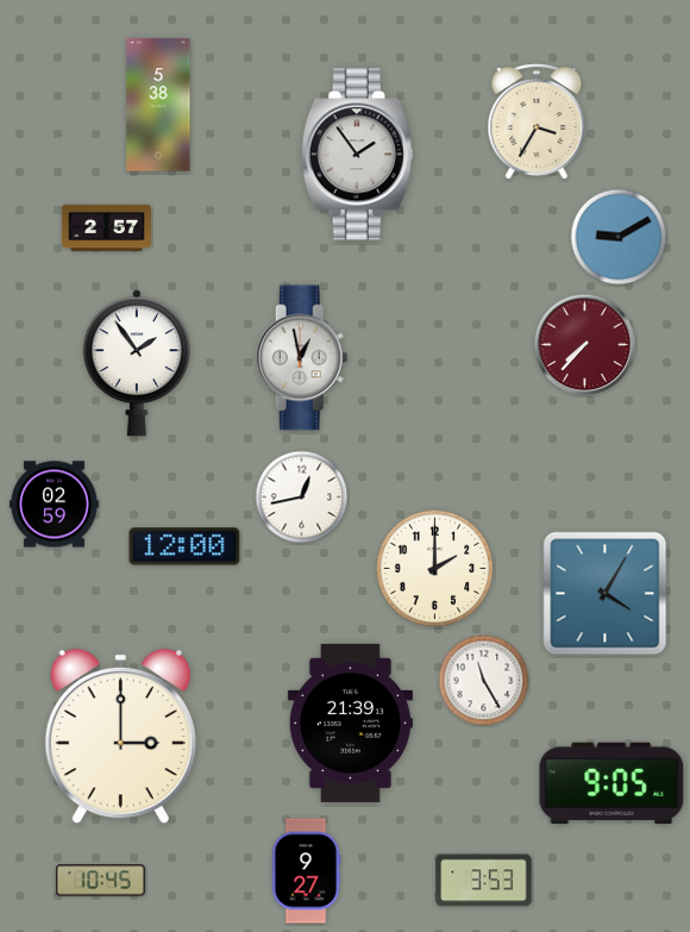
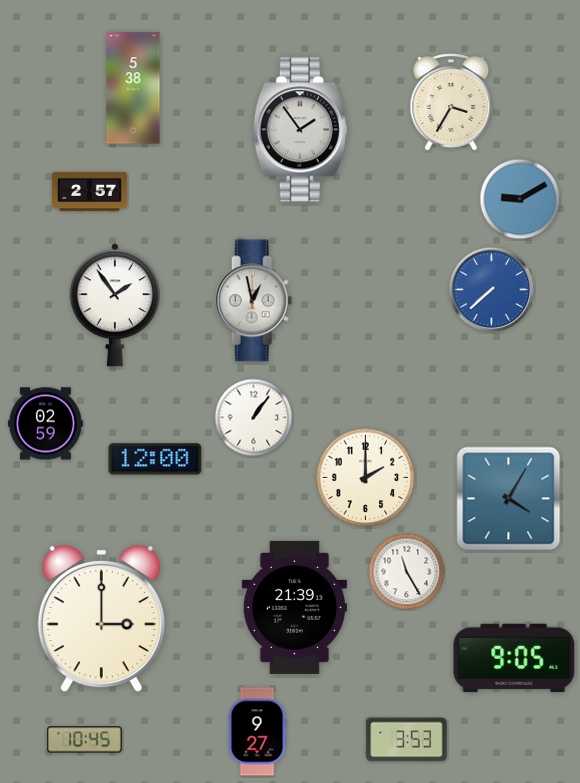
clock at (585, 345): 7:37 -> 7:38
clock at (585, 345) dial: burgundy -> blue
clock at (302, 498): 12:43 -> 1:06
